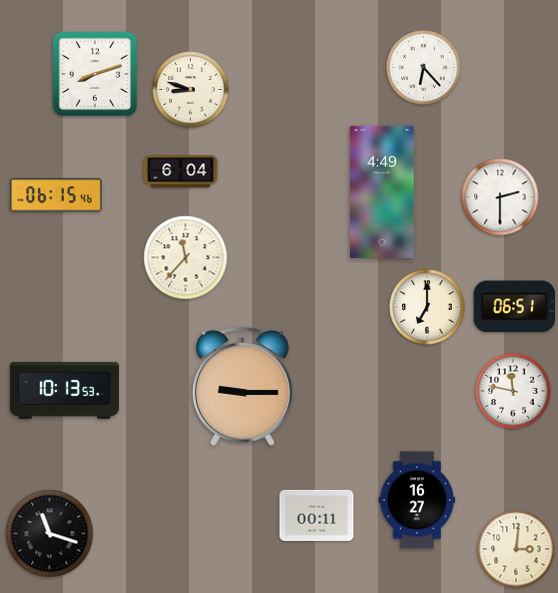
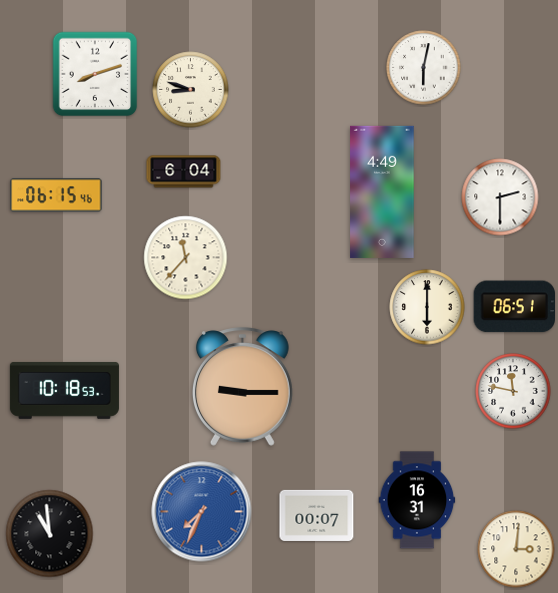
clock at (424, 68): 6:23 -> 6:02
clock at (181, 172) position: (181, 172) -> (184, 172)
clock at (427, 307): 7:00 -> 6:00
clock at (64, 390): 10:13 -> 10:18
clock at (417, 500): 16:27 -> 16:31
clock at (202, 512): none -> 7:34
clock at (317, 515): 00:11 -> 00:07
clock at (50, 534): 11:18 -> 10:59
